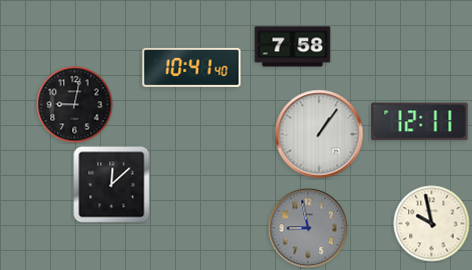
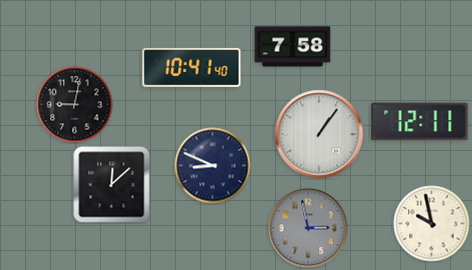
clock at (213, 166): none -> 8:49
clock at (308, 228): 8:58 -> 2:58
